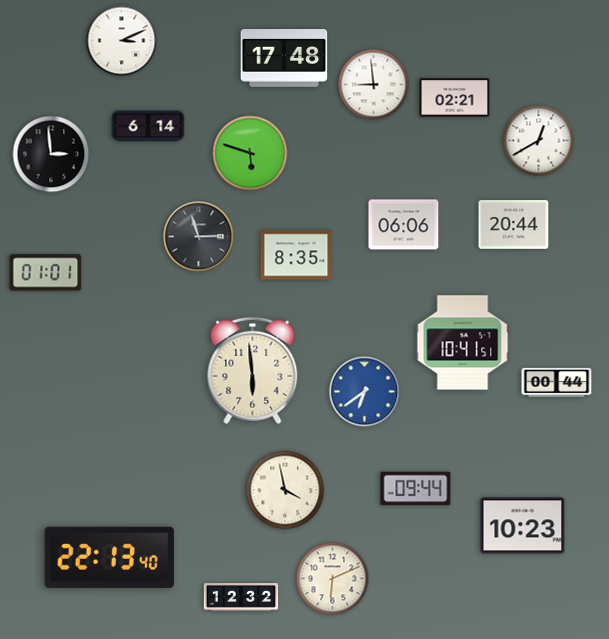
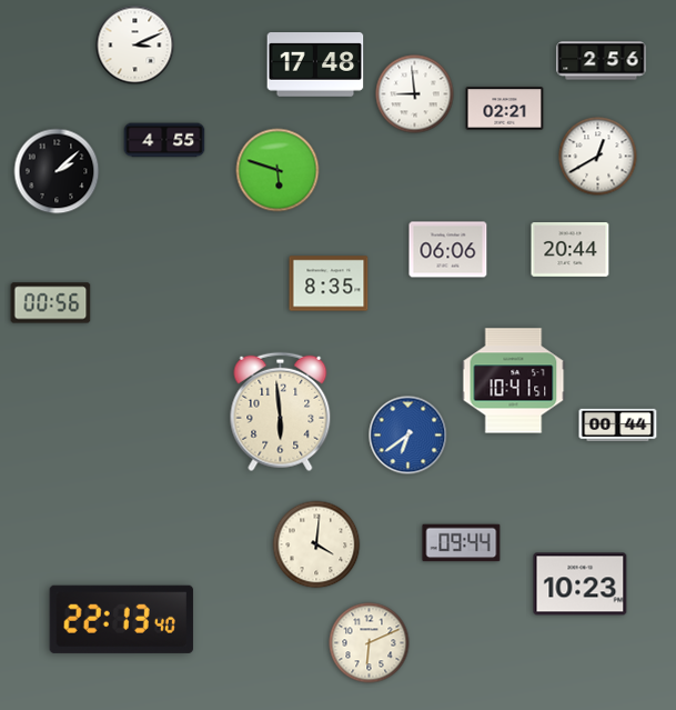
clock at (602, 61): none -> 2:56
clock at (148, 126): 6:14 -> 4:55
clock at (51, 154): 2:59 -> 2:08
clock at (199, 237): 2:57 -> none
clock at (46, 273): 01:01 -> 00:56
clock at (365, 392) position: (365, 392) -> (408, 436)
clock at (285, 490): 3:58 -> 4:01
clock at (241, 597): 12:32 -> none
